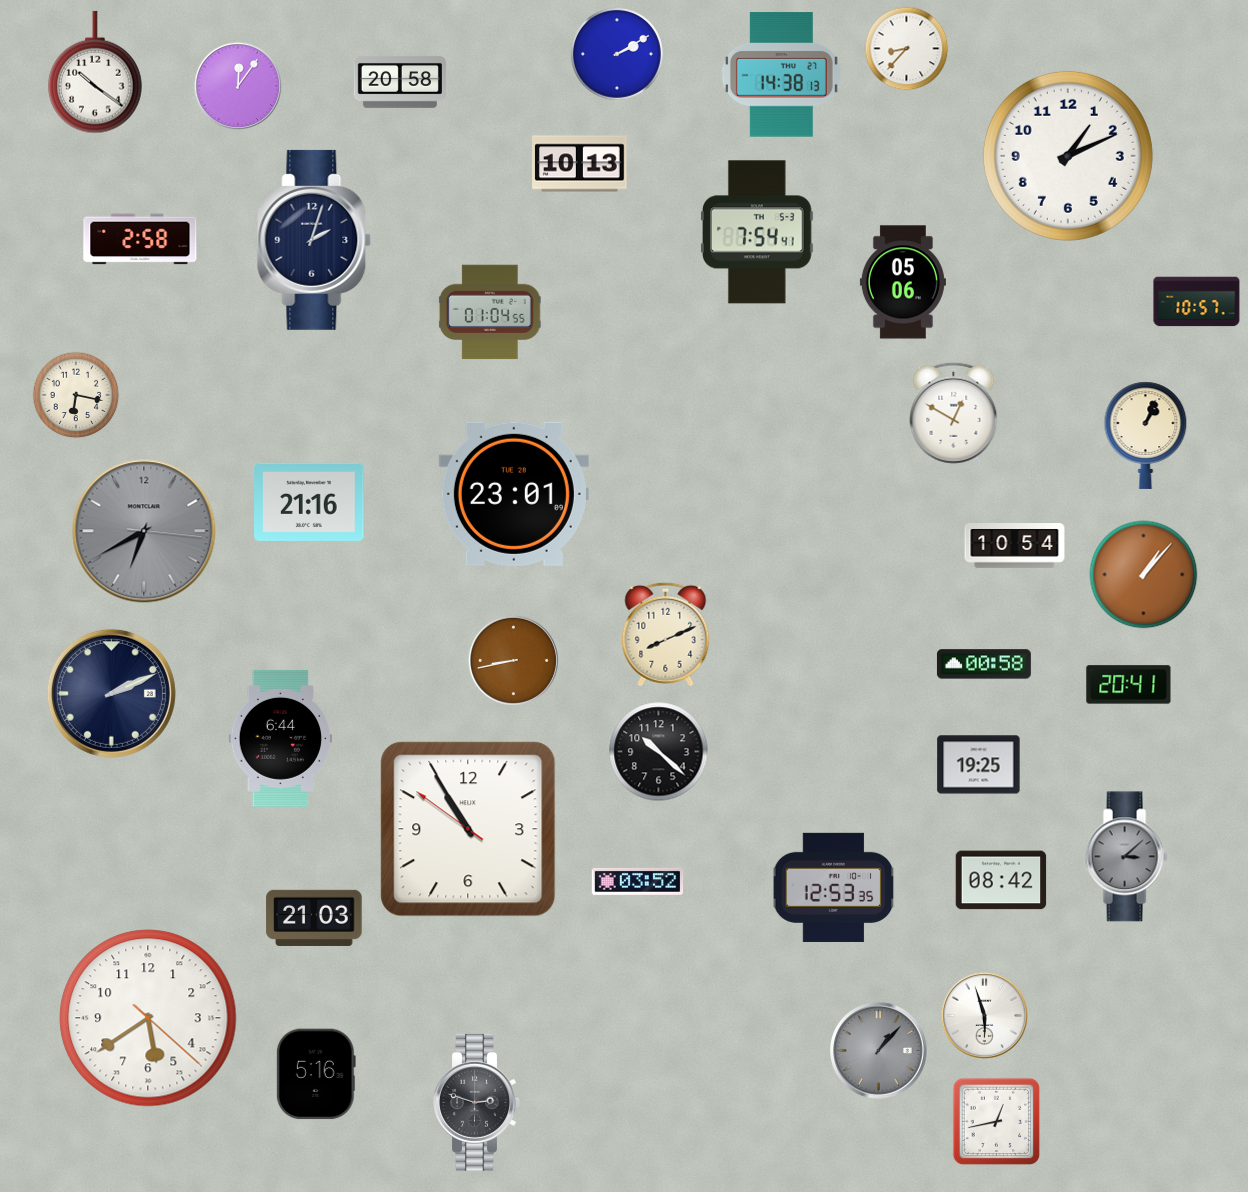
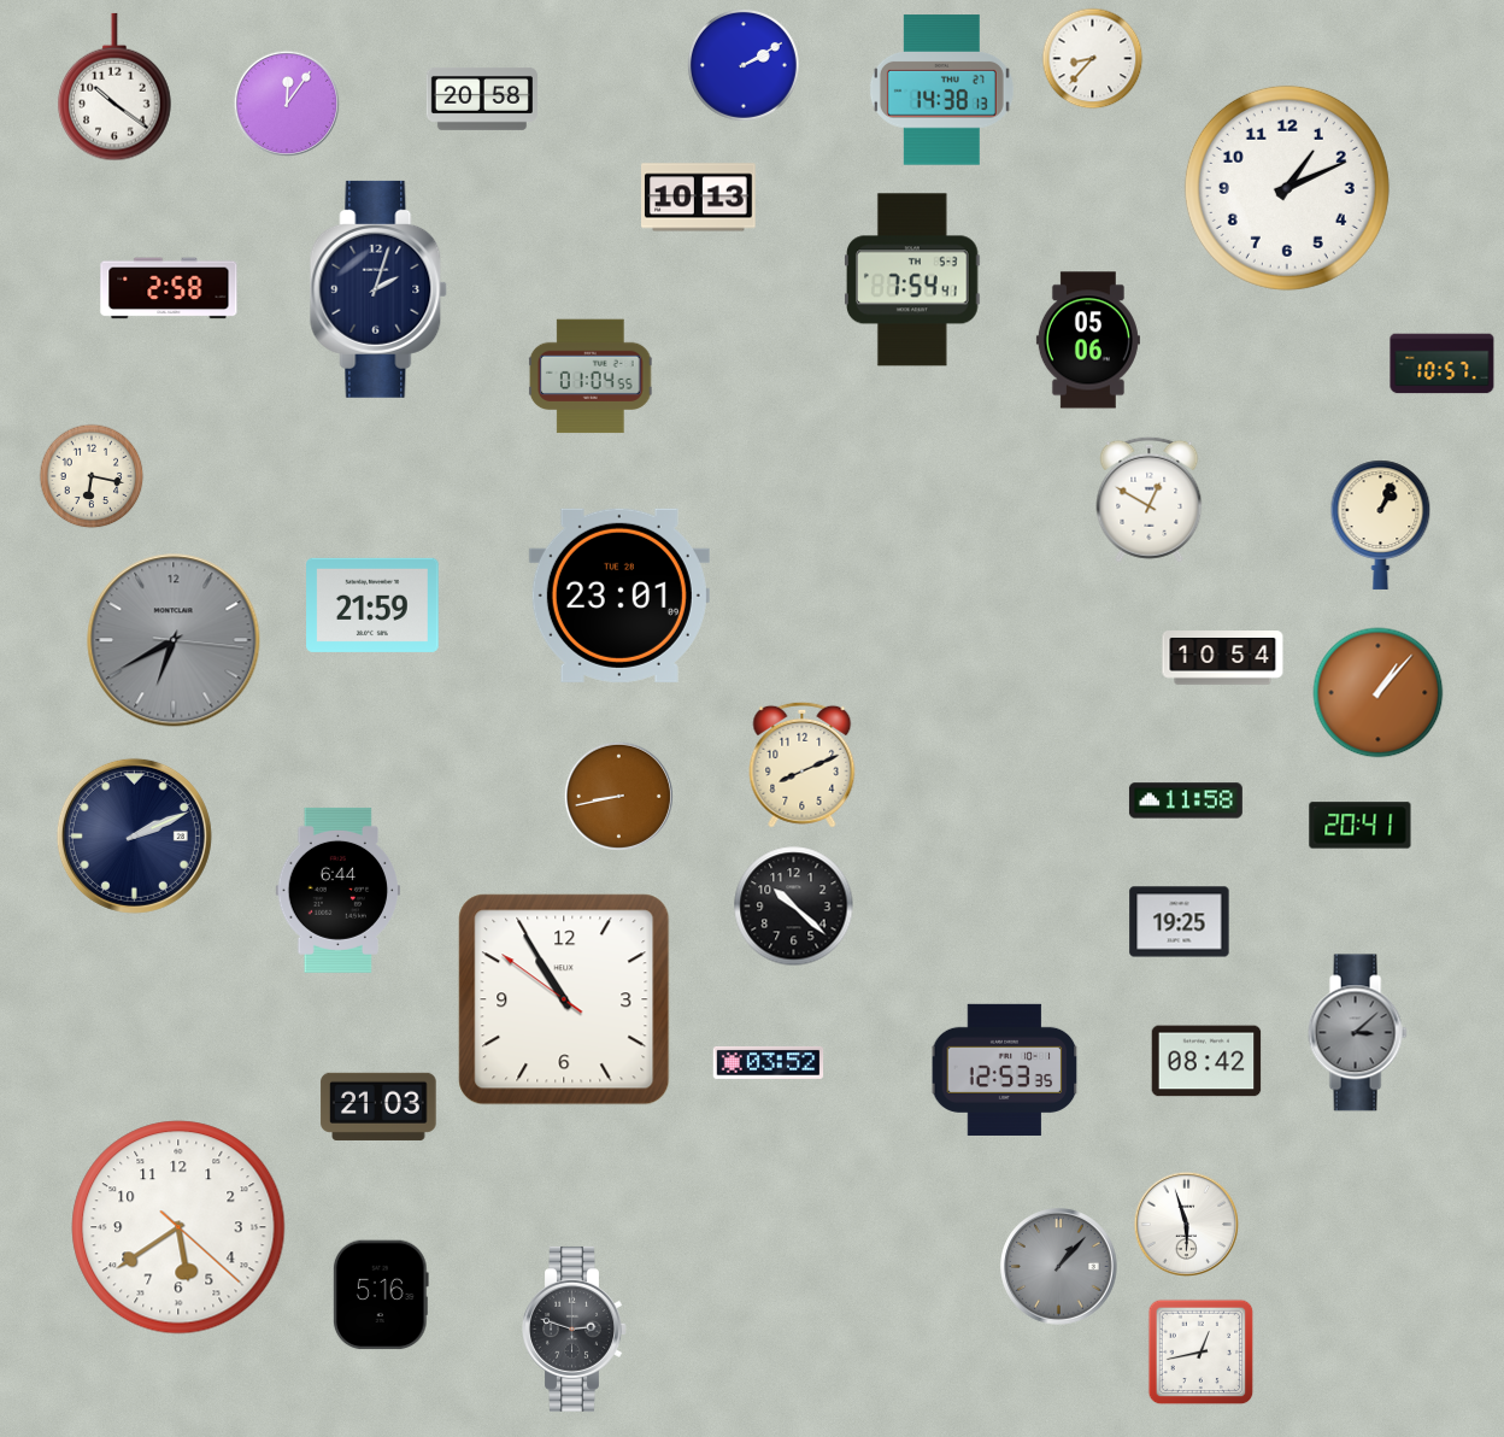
clock at (309, 502): 21:16 -> 21:59
clock at (984, 664): 00:58 -> 11:58
